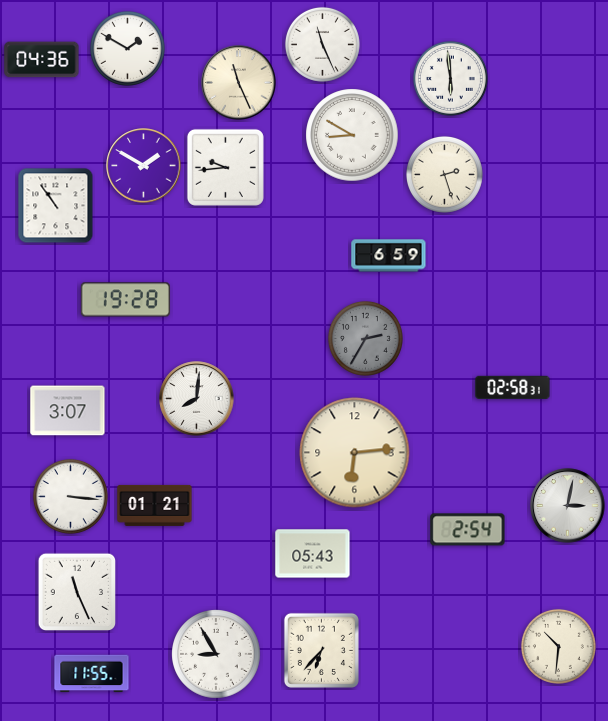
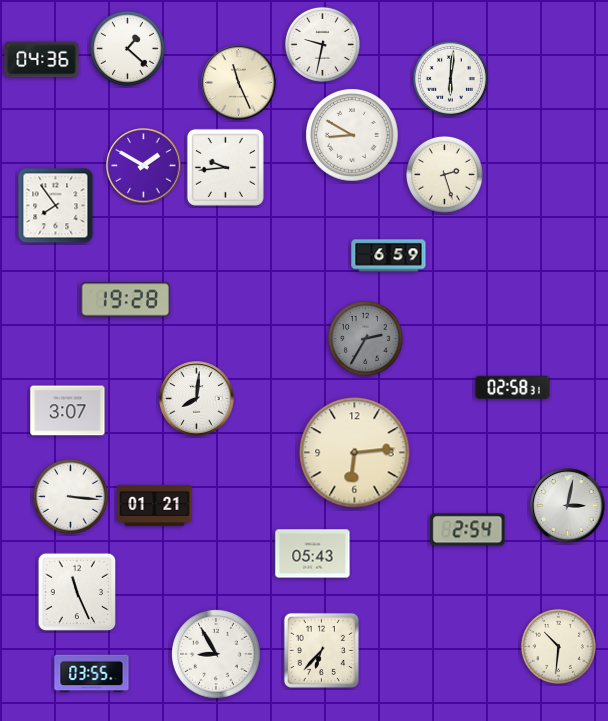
clock at (322, 44): 11:26 -> 9:32
clock at (127, 48): 1:50 -> 1:22
clock at (450, 78): 5:59 -> 6:01
clock at (56, 206): 10:54 -> 7:54
clock at (92, 674): 11:55 -> 03:55
